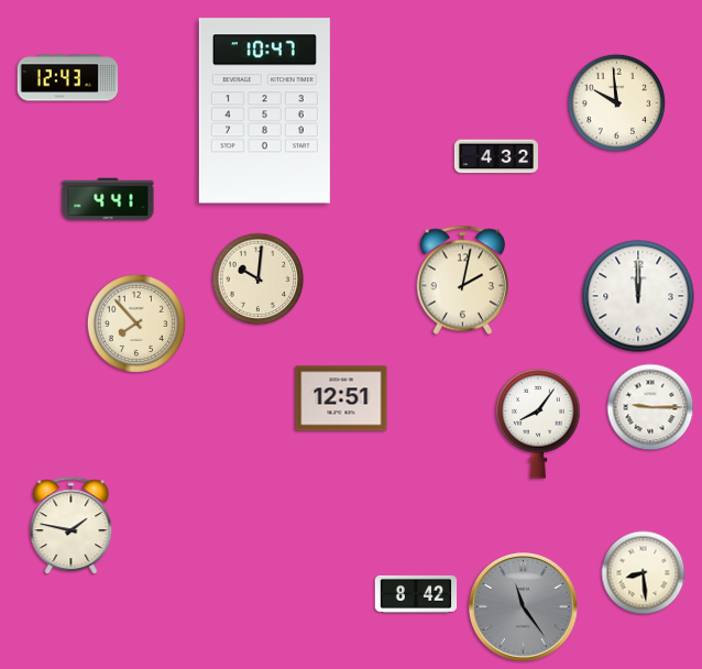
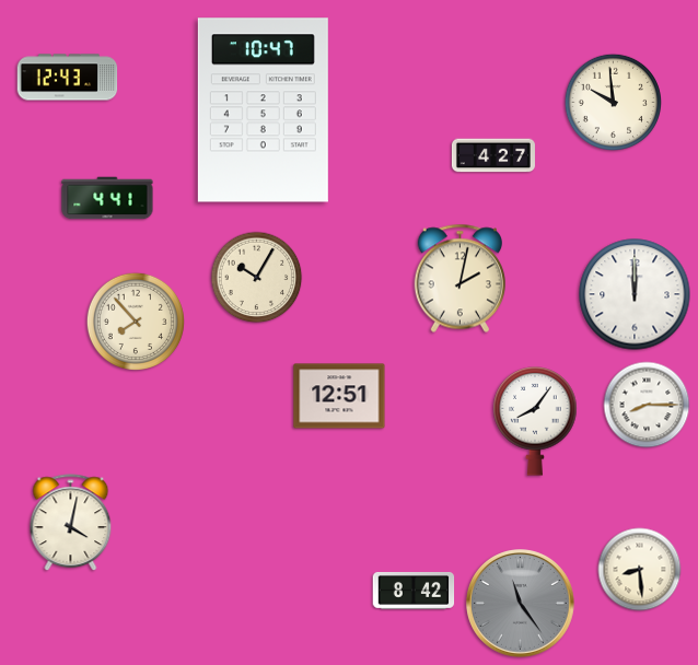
clock at (496, 156): 4:32 -> 4:27
clock at (259, 279): 10:01 -> 10:05
clock at (650, 407): 9:15 -> 8:15
clock at (72, 526): 1:47 -> 4:02
